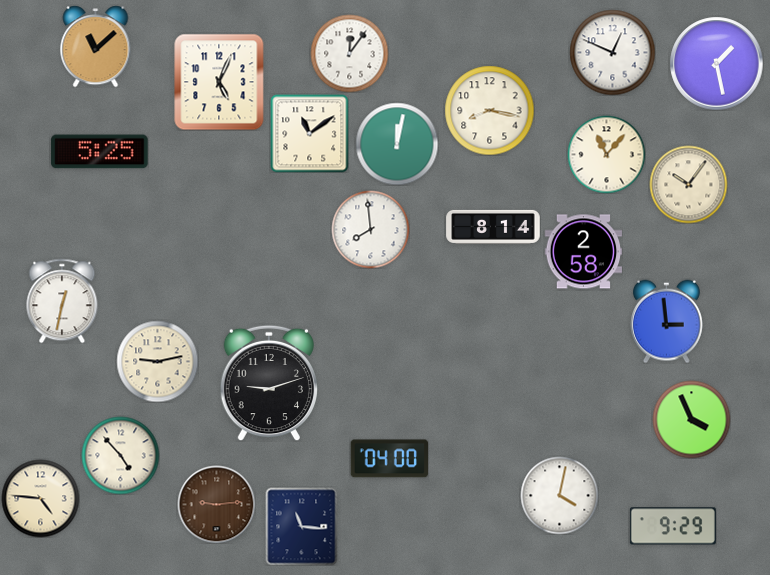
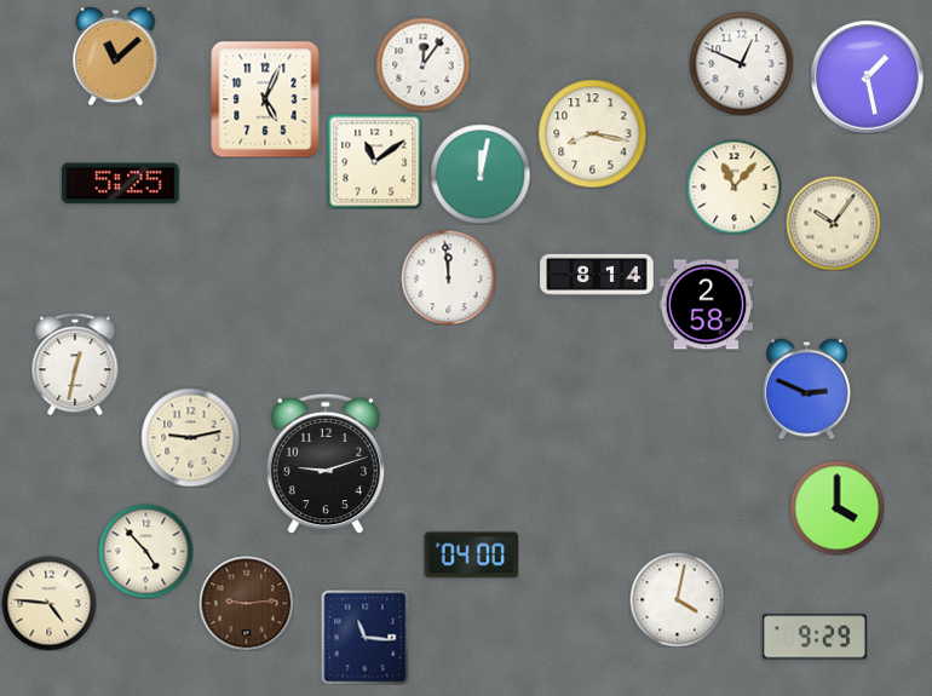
clock at (370, 229): 7:59 -> 11:59
clock at (666, 321): 2:59 -> 2:49
clock at (691, 419): 3:56 -> 4:00
clock at (216, 504) position: (216, 504) -> (246, 603)
